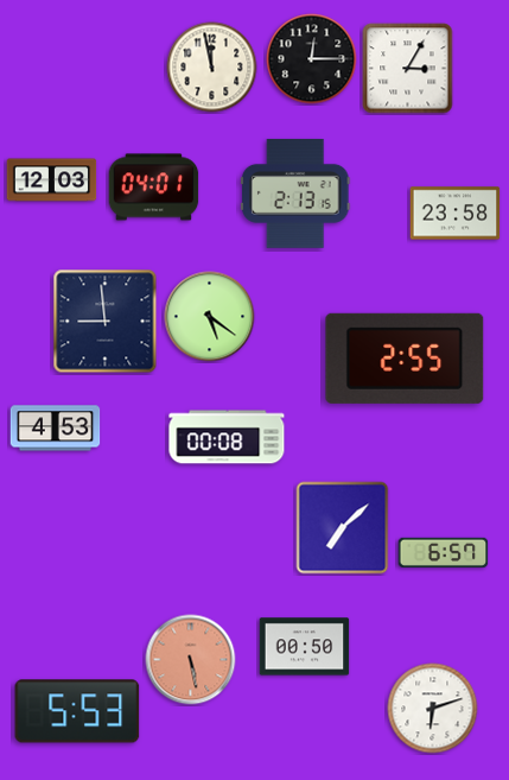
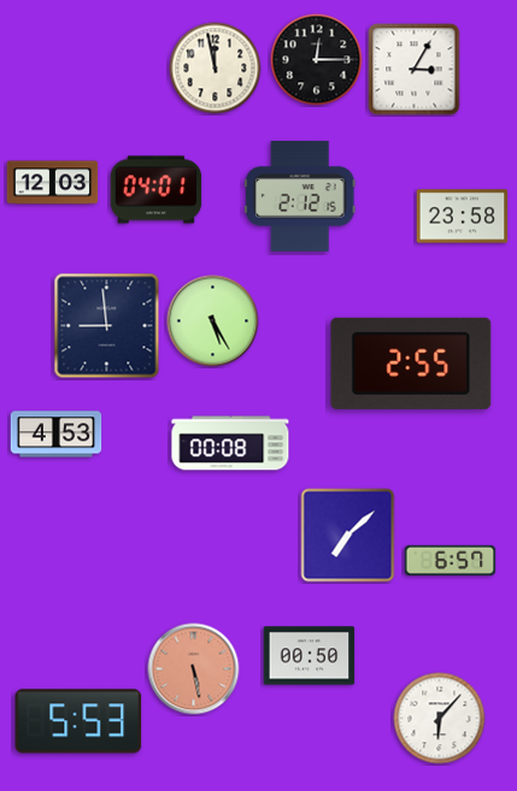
clock at (297, 194): 2:13 -> 2:12
clock at (210, 317): 5:21 -> 5:25
clock at (433, 709): 6:12 -> 6:07
